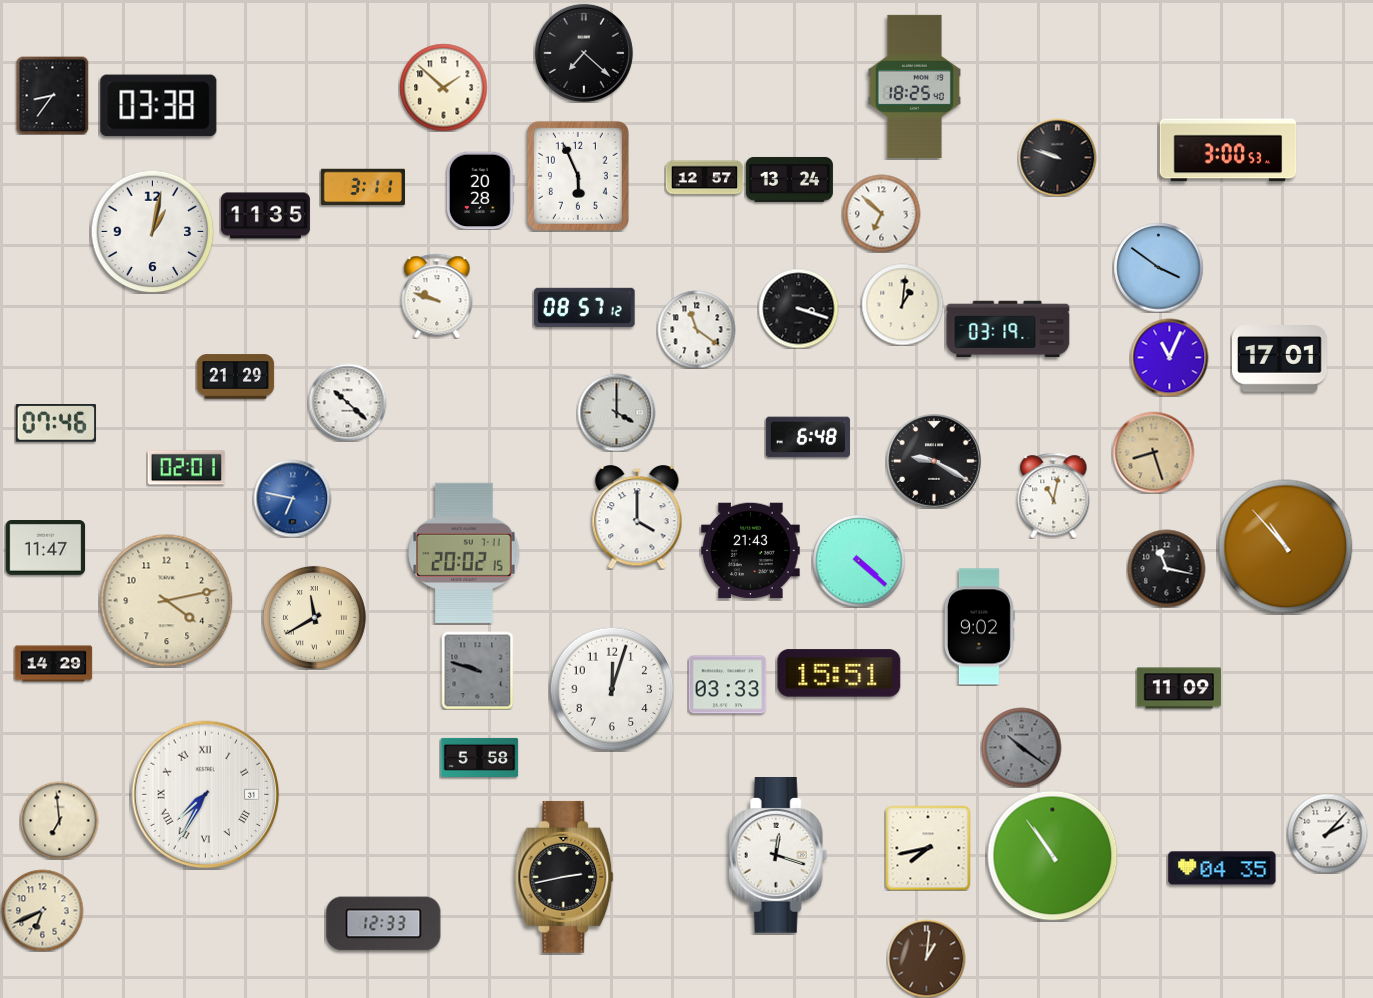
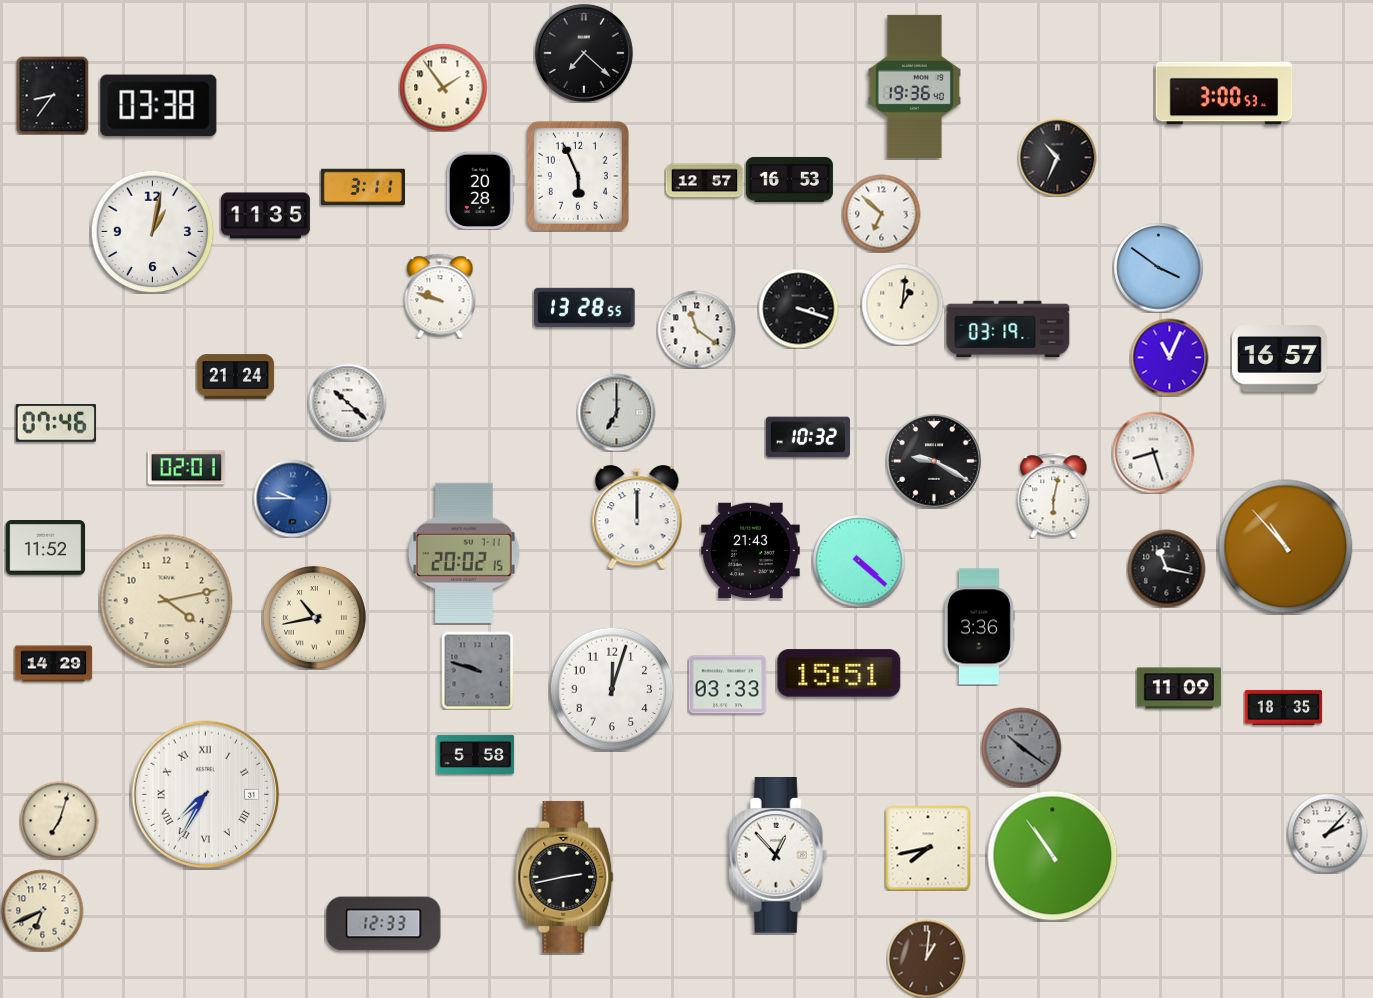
clock at (914, 86): 18:25 -> 19:36
clock at (443, 87): 1:52 -> 1:54
clock at (1228, 150) position: (1228, 150) -> (1224, 93)
clock at (1057, 157): 9:48 -> 10:34
clock at (704, 178) position: (704, 178) -> (704, 181)
clock at (789, 179): 13:24 -> 16:53
clock at (437, 296) position: (437, 296) -> (440, 296)
clock at (585, 307): 08:57 -> 13:28
clock at (1280, 359): 17:01 -> 16:57
clock at (235, 377): 21:29 -> 21:24
clock at (616, 412): 4:00 -> 7:00
clock at (808, 437): 6:48 -> 10:32
clock at (1153, 452) dial: champagne -> white
clock at (1054, 495): 11:02 -> 6:02
clock at (292, 498): 6:47 -> 9:45
clock at (637, 517): 4:00 -> 12:00
clock at (45, 548): 11:47 -> 11:52
clock at (314, 617): 11:40 -> 10:43
clock at (980, 627): 9:02 -> 3:36
clock at (1283, 707): none -> 18:35
clock at (479, 757) position: (479, 757) -> (475, 754)
clock at (59, 820): 6:59 -> 7:03
clock at (778, 856): 12:18 -> 12:53
clock at (1222, 868): 04:35 -> none
